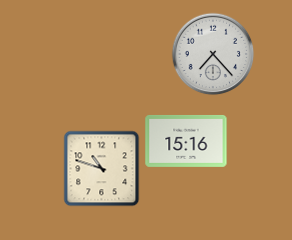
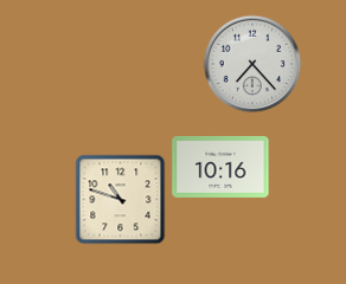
clock at (186, 141): 15:16 -> 10:16
